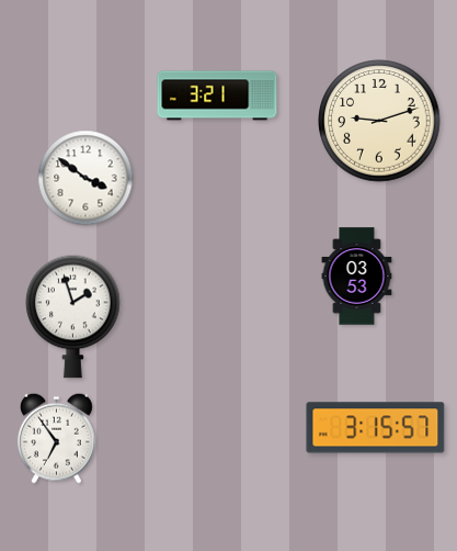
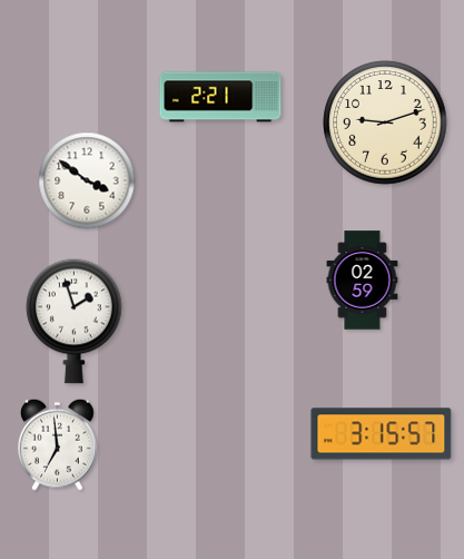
clock at (217, 95): 3:21 -> 2:21
clock at (357, 277): 03:53 -> 02:59
clock at (57, 438): 6:54 -> 6:59
